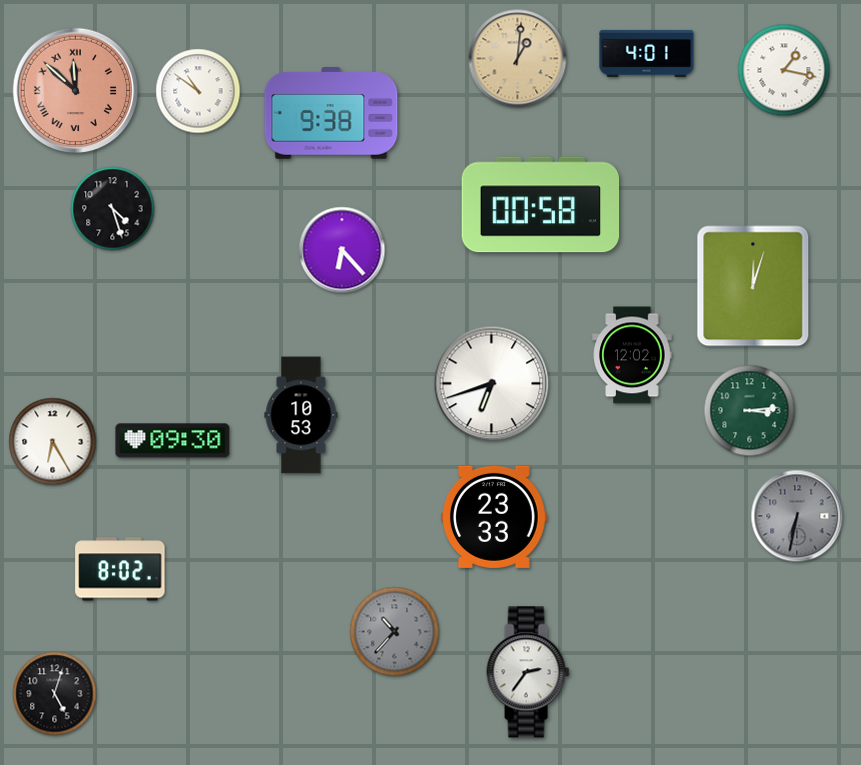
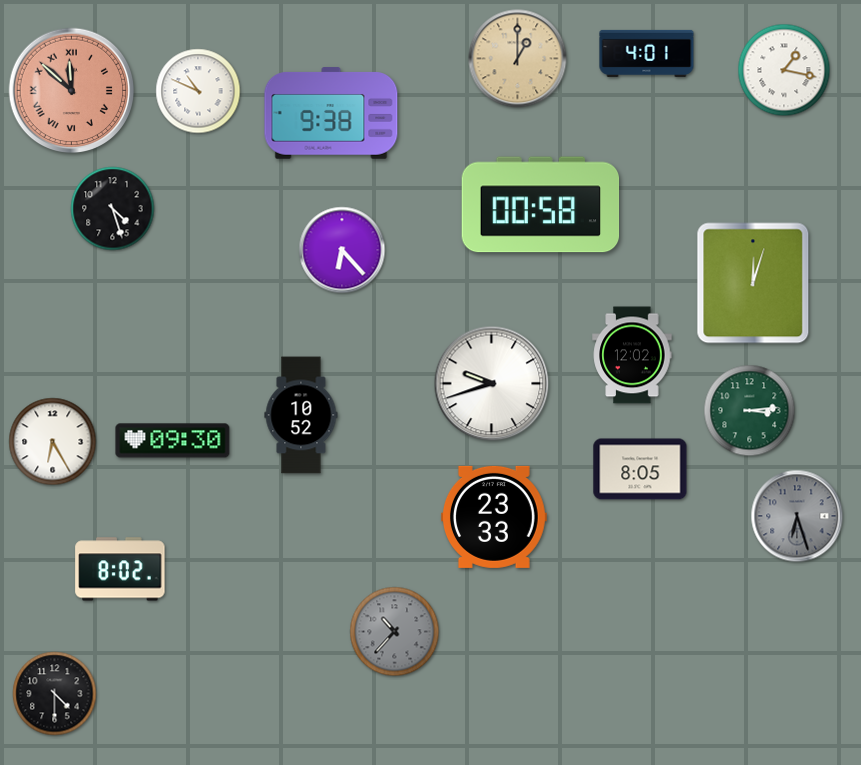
clock at (518, 59): 1:01 -> 1:00
clock at (76, 91) position: (76, 91) -> (72, 91)
clock at (198, 91): 10:51 -> 10:49
clock at (753, 286) position: (753, 286) -> (753, 283)
clock at (492, 384): 6:42 -> 9:42
clock at (301, 415): 10:53 -> 10:52
clock at (640, 469): none -> 8:05
clock at (797, 516): 6:32 -> 6:27
clock at (528, 672): 2:36 -> none
clock at (55, 694): 5:03 -> 4:30
